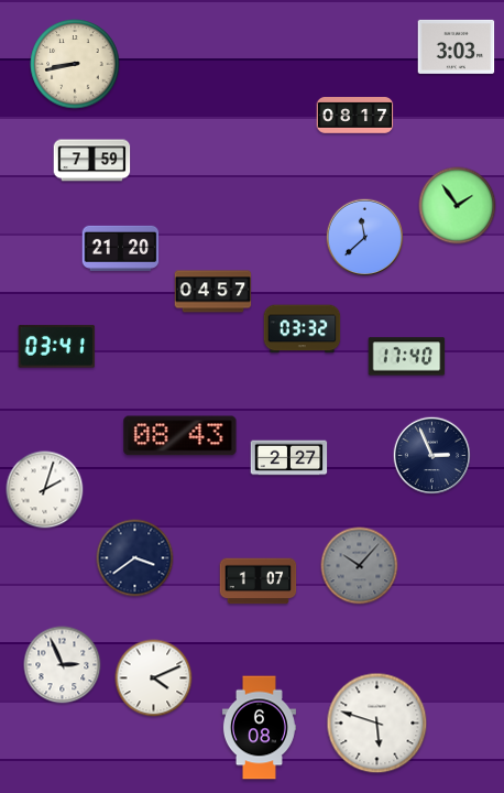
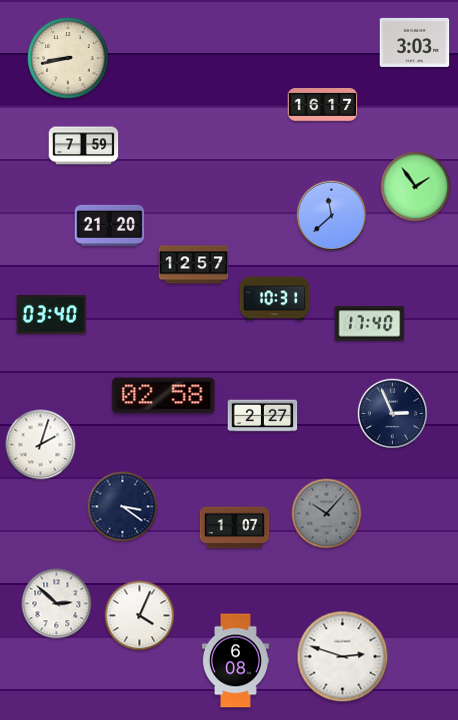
clock at (355, 116): 08:17 -> 16:17
clock at (213, 292): 04:57 -> 12:57
clock at (303, 329): 03:32 -> 10:31
clock at (57, 347): 03:41 -> 03:40
clock at (180, 436): 08:43 -> 02:58
clock at (135, 558): 3:39 -> 3:21
clock at (63, 665): 2:56 -> 2:52
clock at (154, 678): 4:11 -> 4:04
clock at (377, 724): 5:48 -> 2:48
